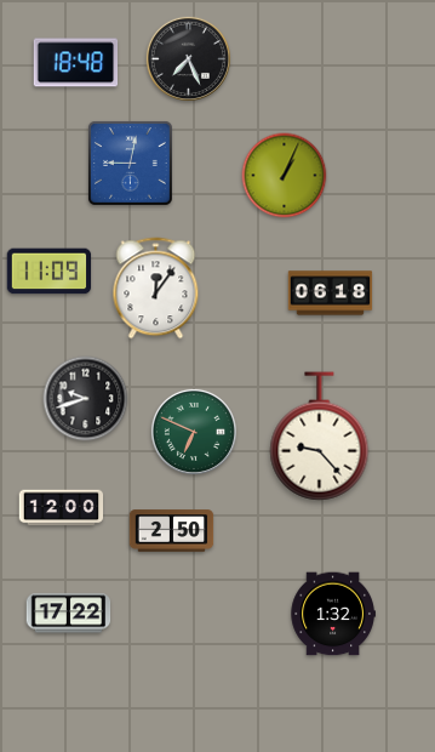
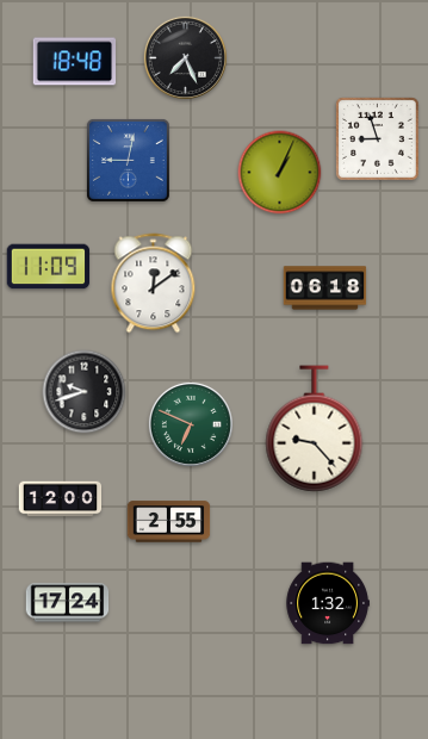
clock at (377, 138): none -> 8:57
clock at (156, 289): 12:06 -> 12:09
clock at (172, 531): 2:50 -> 2:55
clock at (69, 614): 17:22 -> 17:24
